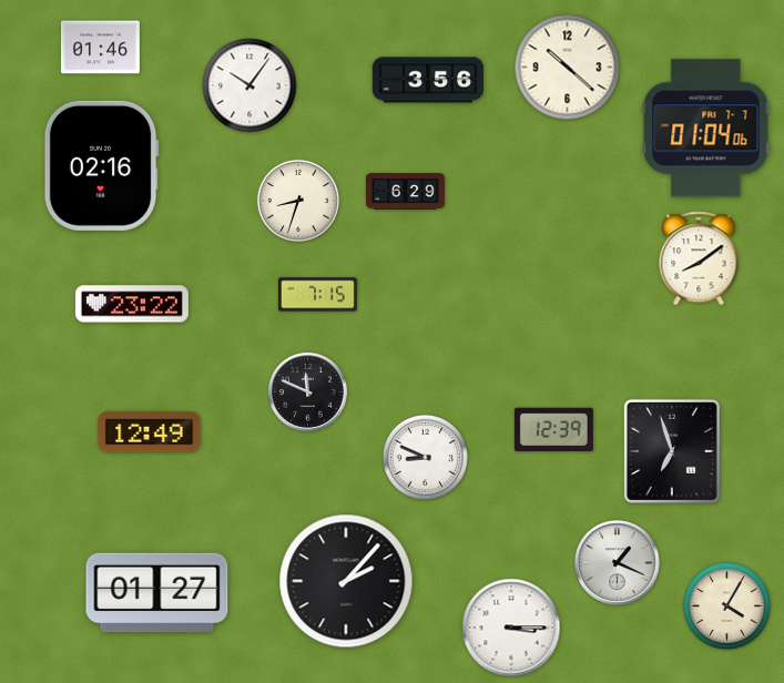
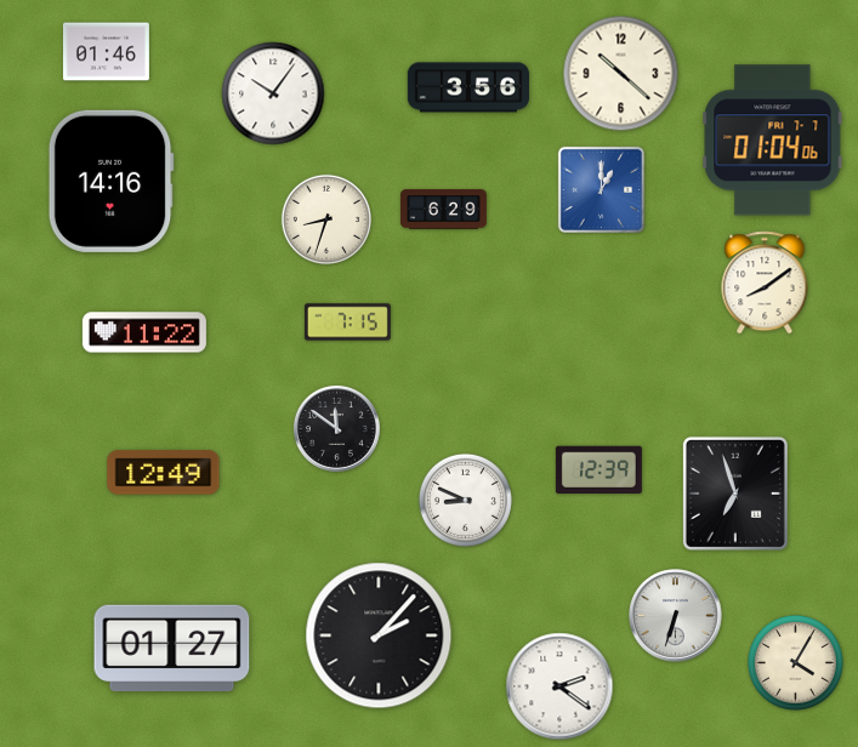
clock at (100, 48) position: (100, 48) -> (106, 52)
clock at (101, 165): 02:16 -> 14:16
clock at (601, 189): none -> 1:00
clock at (132, 304): 23:22 -> 11:22
clock at (307, 391): 11:49 -> 11:51
clock at (553, 430) position: (553, 430) -> (598, 471)
clock at (618, 563): 1:19 -> 6:33
clock at (511, 628): 3:15 -> 2:21
